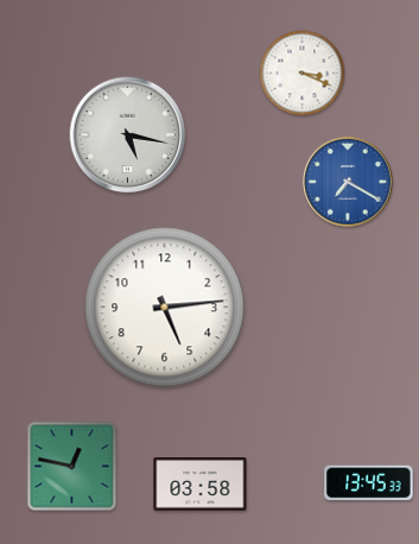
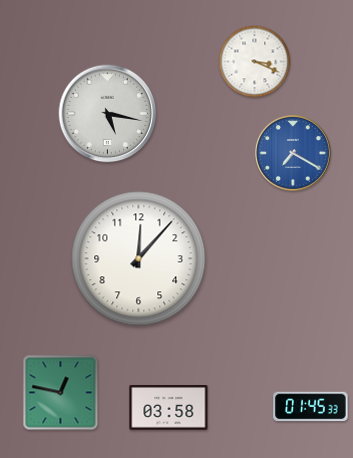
clock at (165, 308): 5:14 -> 12:07
clock at (369, 483): 13:45 -> 01:45
